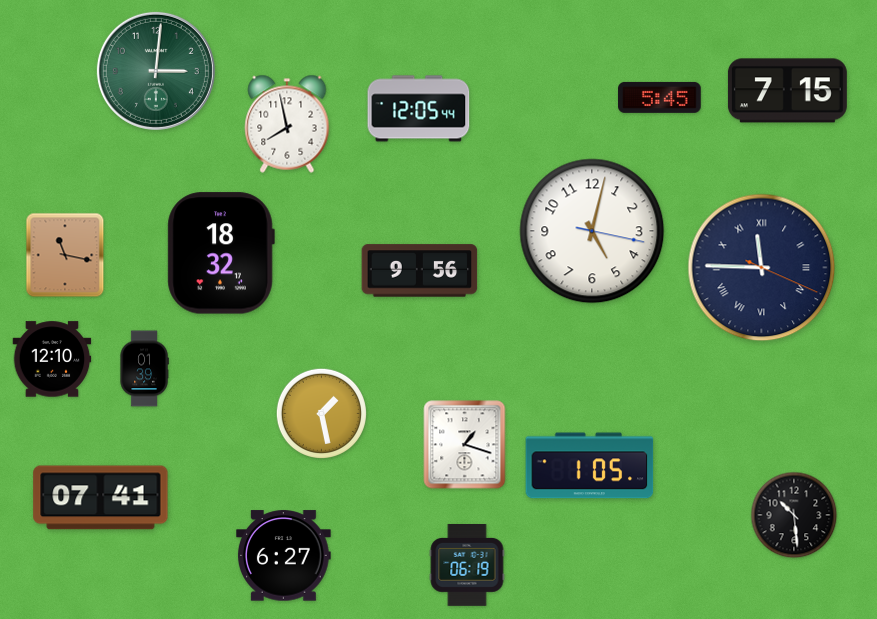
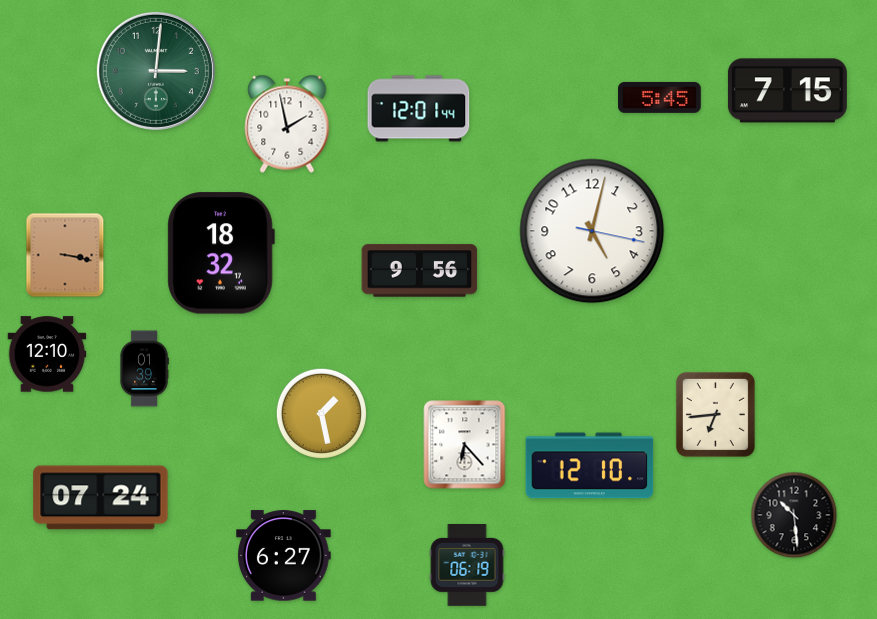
clock at (419, 109): 12:05 -> 12:01
clock at (287, 124): 7:58 -> 1:58
clock at (65, 255): 11:17 -> 3:17
clock at (762, 268): 11:45 -> none
clock at (52, 359) position: (52, 359) -> (47, 354)
clock at (715, 414): none -> 6:44
clock at (465, 445): 1:18 -> 6:23
clock at (590, 466): 1:05 -> 12:10
clock at (101, 498): 07:41 -> 07:24
